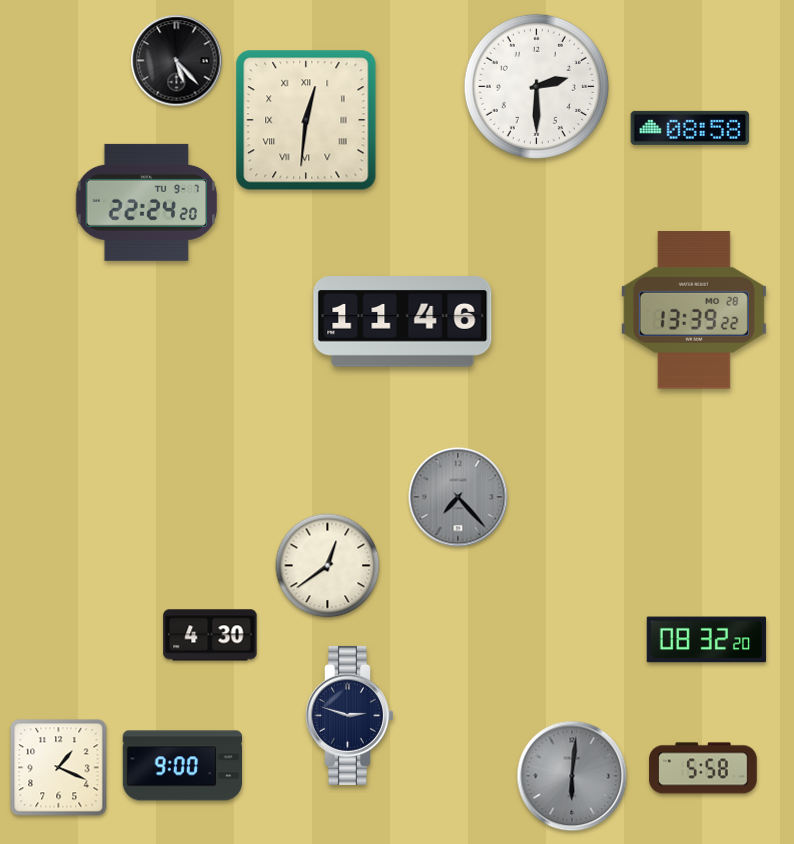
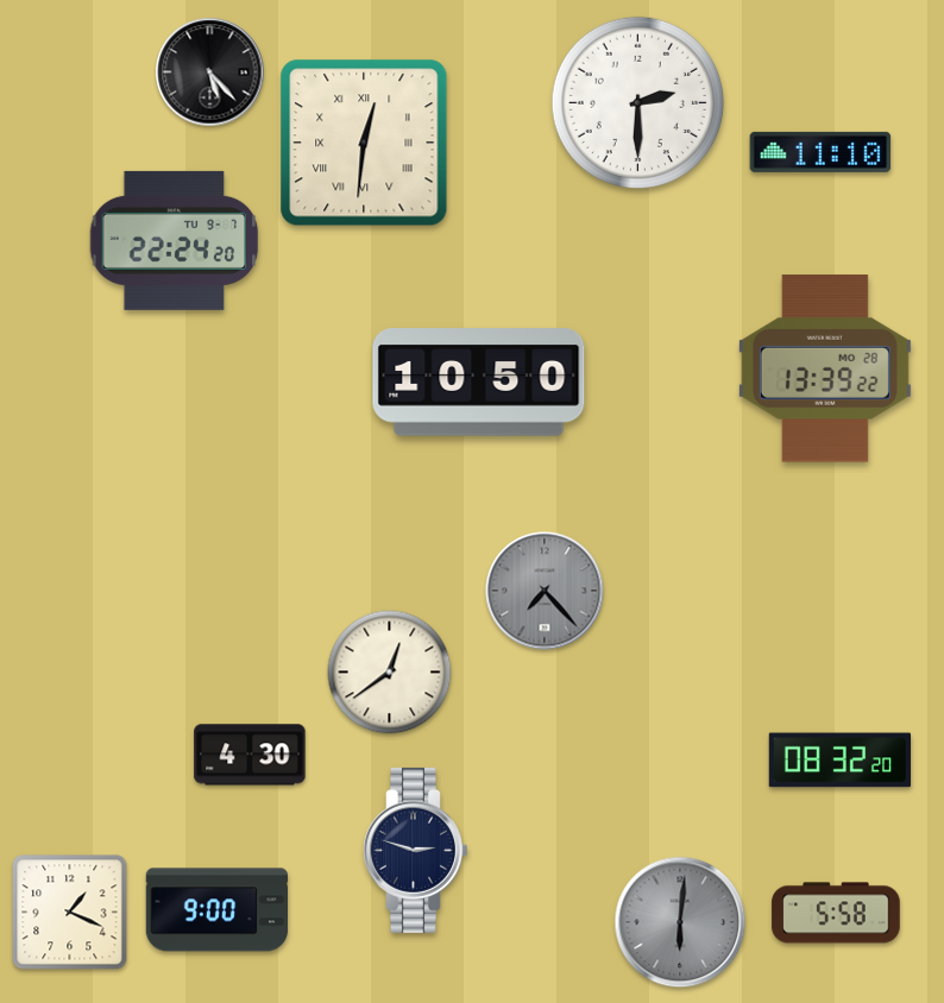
clock at (690, 128): 08:58 -> 11:10
clock at (403, 322): 11:46 -> 10:50
